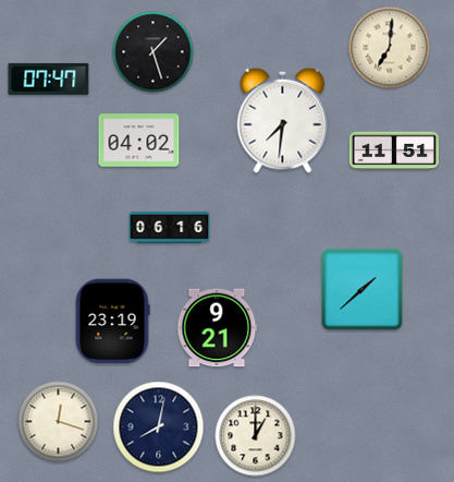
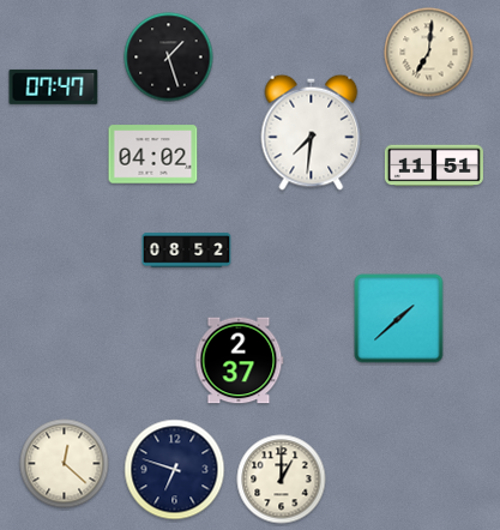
clock at (170, 228): 06:16 -> 08:52
clock at (112, 322): 23:19 -> none
clock at (218, 328): 9:21 -> 2:37
clock at (59, 422): 12:18 -> 12:22
clock at (159, 427): 8:02 -> 6:48
